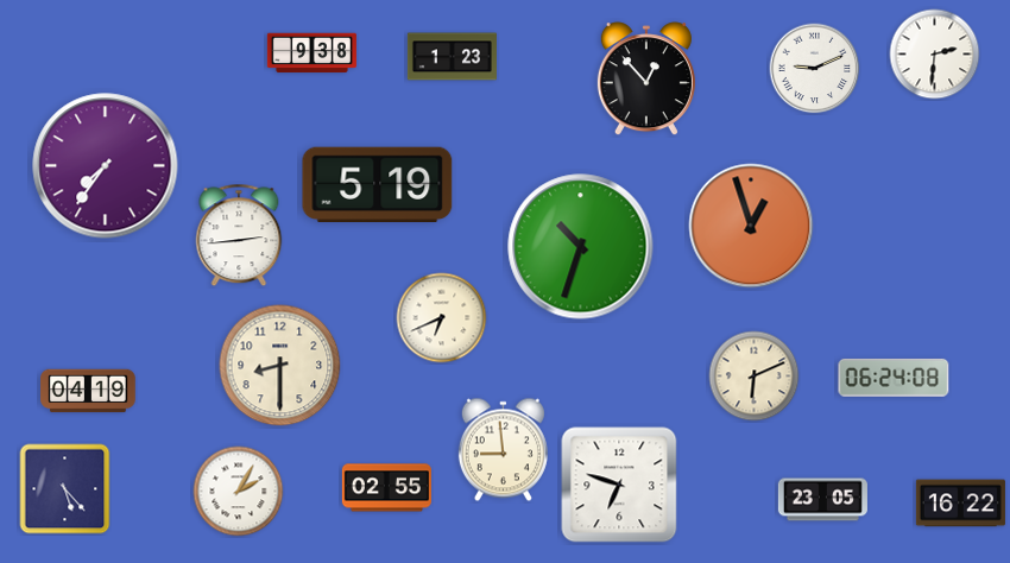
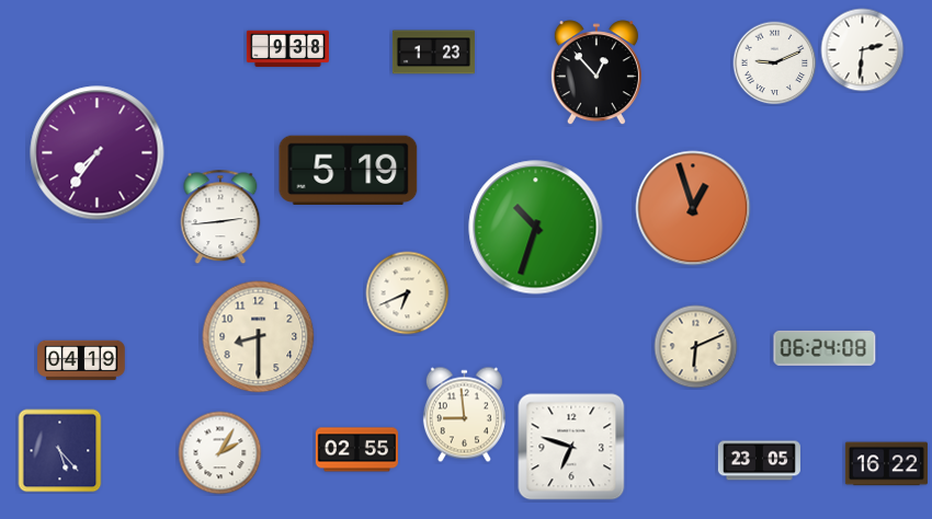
clock at (452, 57) position: (452, 57) -> (433, 53)
clock at (815, 69) position: (815, 69) -> (775, 64)
